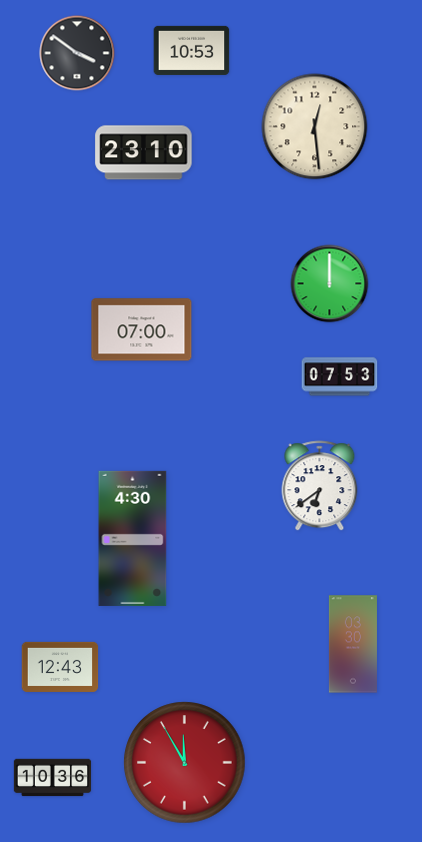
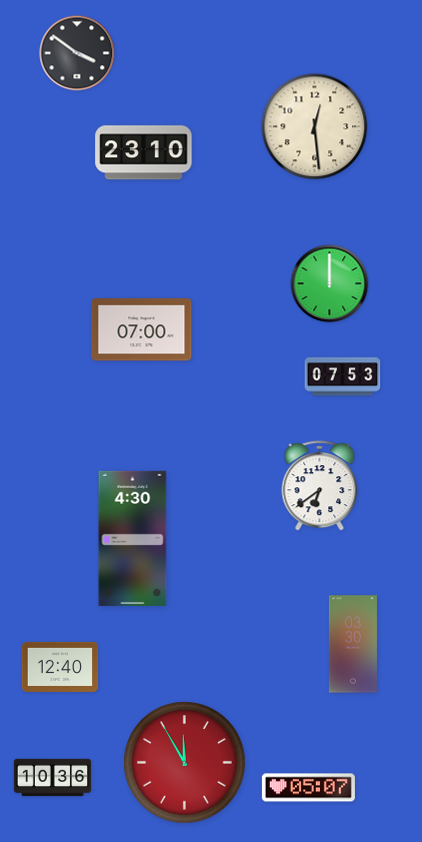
clock at (192, 50): 10:53 -> none
clock at (340, 377) position: (340, 377) -> (343, 377)
clock at (60, 667): 12:43 -> 12:40
clock at (308, 788): none -> 05:07
